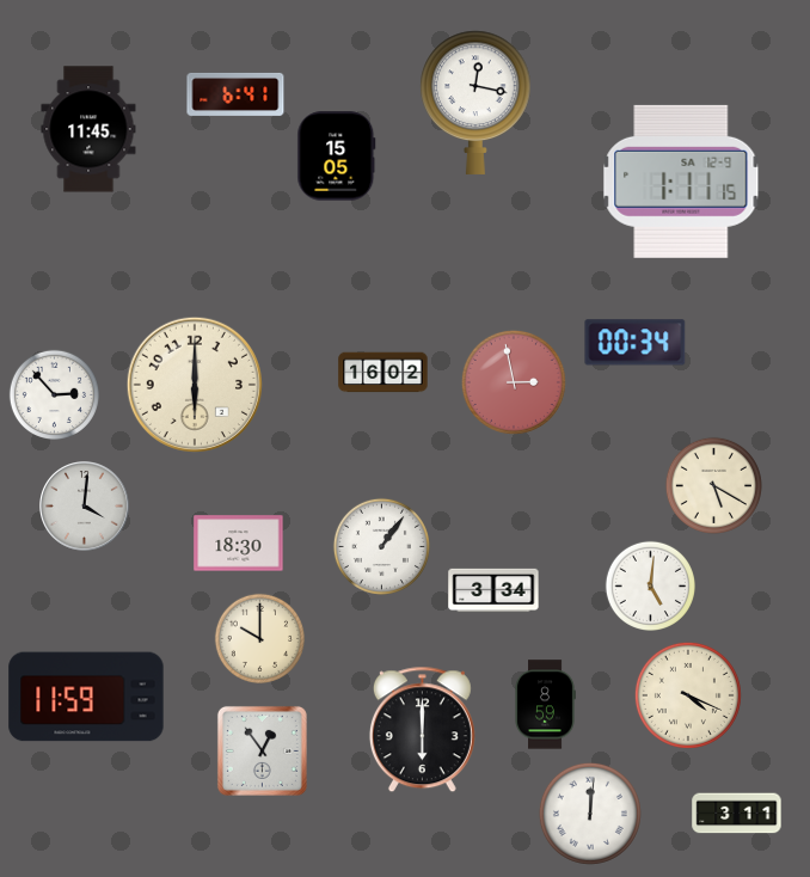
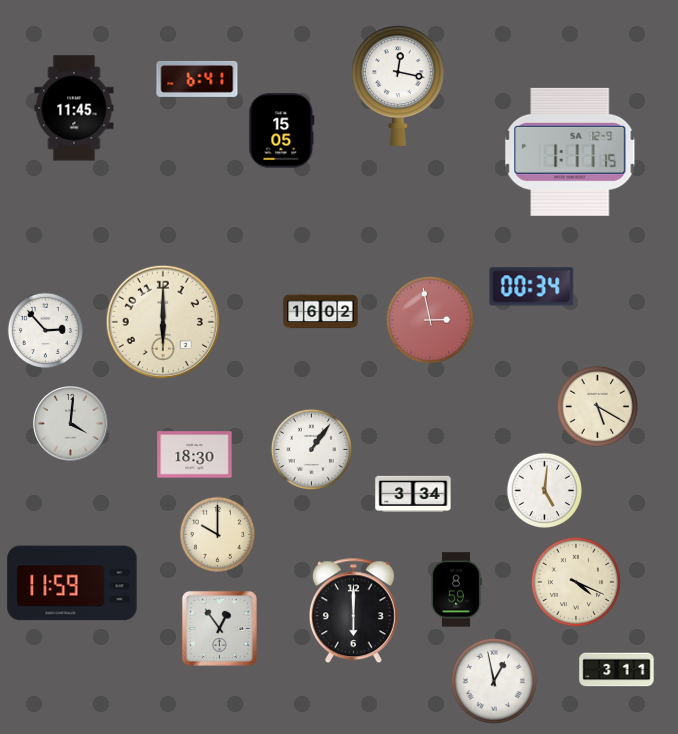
clock at (239, 544) position: (239, 544) -> (195, 455)
clock at (381, 546) position: (381, 546) -> (311, 449)
clock at (590, 814): 12:01 -> 12:58
clock at (737, 814) position: (737, 814) -> (617, 670)
